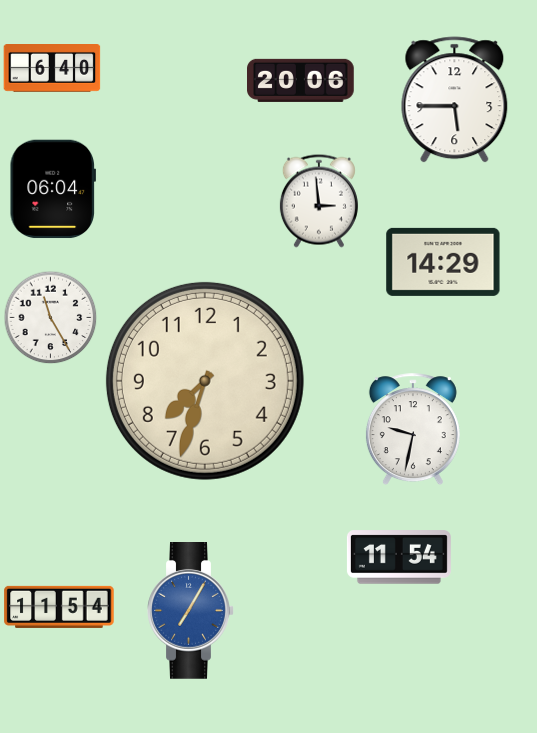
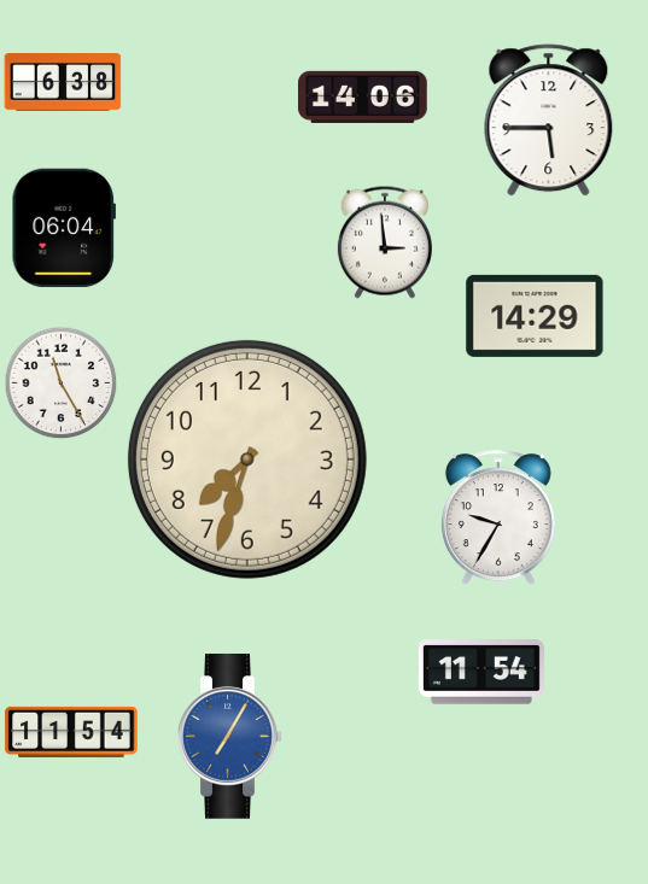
clock at (52, 69): 6:40 -> 6:38
clock at (301, 80): 20:06 -> 14:06
clock at (413, 430): 9:32 -> 9:35
